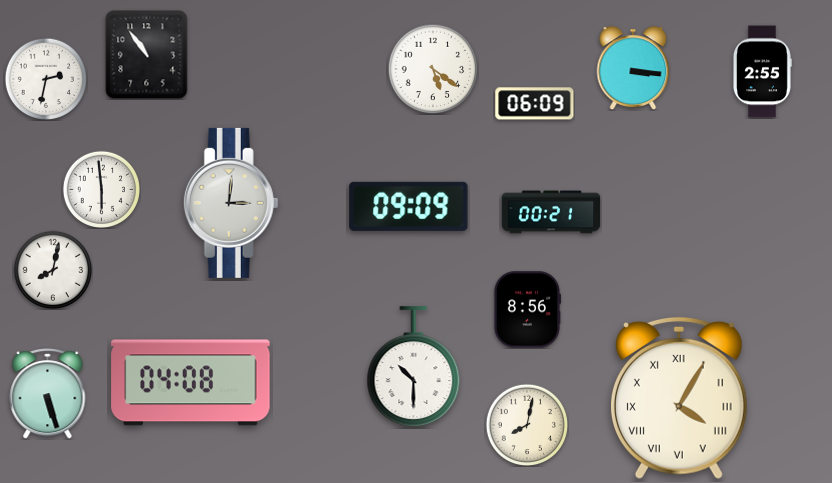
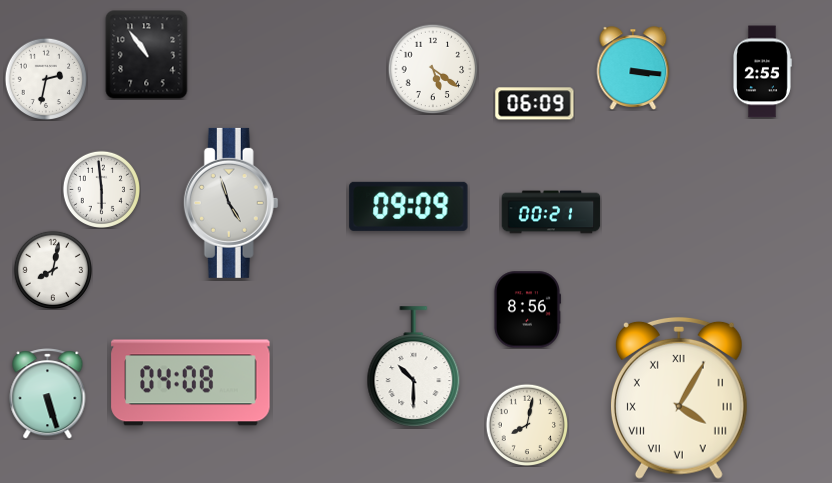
clock at (231, 203): 3:01 -> 4:57
